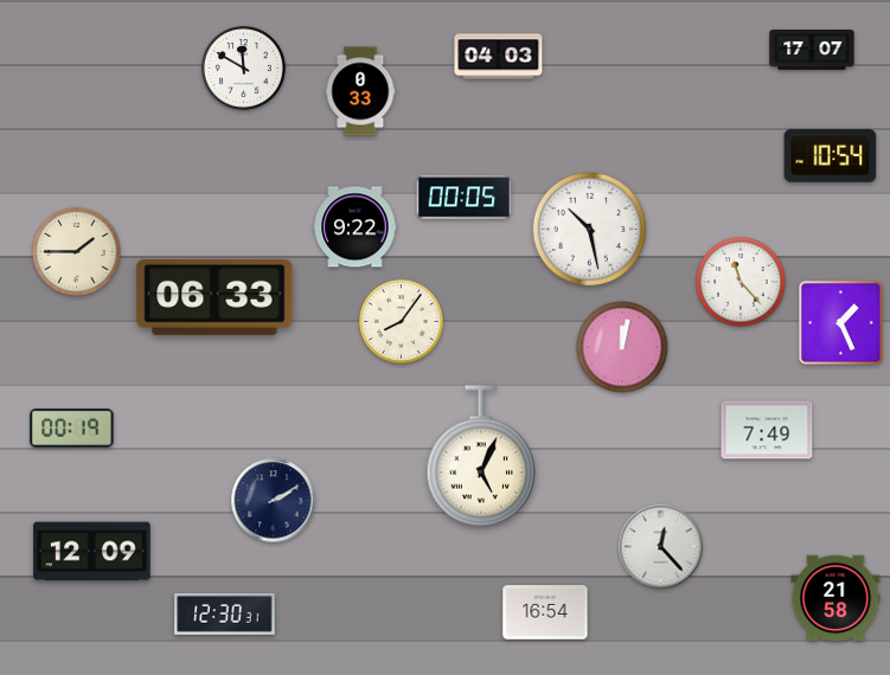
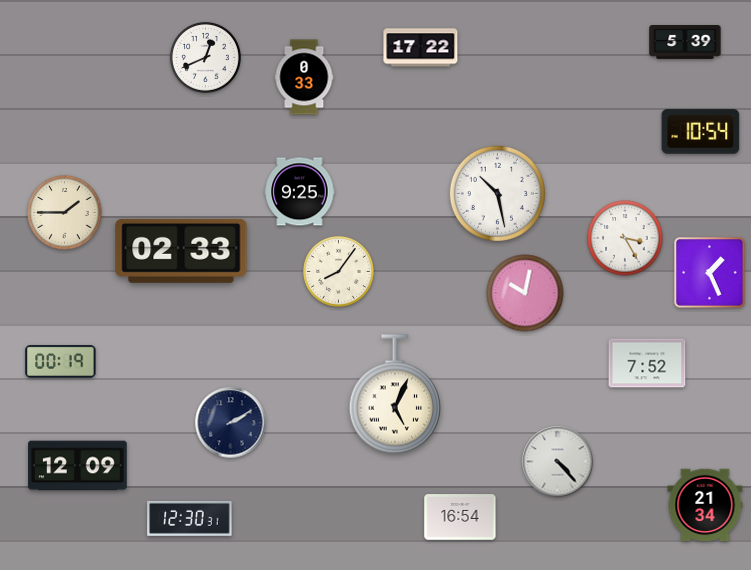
clock at (812, 51): 17:07 -> 5:39
clock at (499, 57): 04:03 -> 17:22
clock at (243, 67): 11:50 -> 12:41
clock at (465, 198): 00:05 -> none
clock at (356, 227): 9:22 -> 9:25
clock at (741, 282): 11:23 -> 3:25
clock at (215, 297): 06:33 -> 02:33
clock at (622, 347): 12:02 -> 10:02
clock at (767, 430): 7:49 -> 7:52
clock at (481, 456) position: (481, 456) -> (395, 394)
clock at (661, 547): 12:23 -> 4:23
clock at (835, 598): 21:58 -> 21:34
